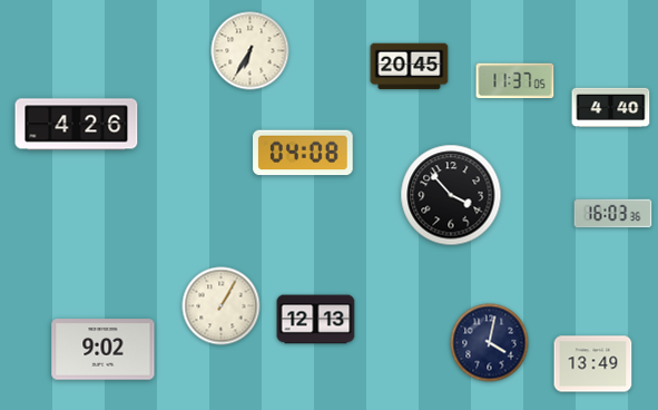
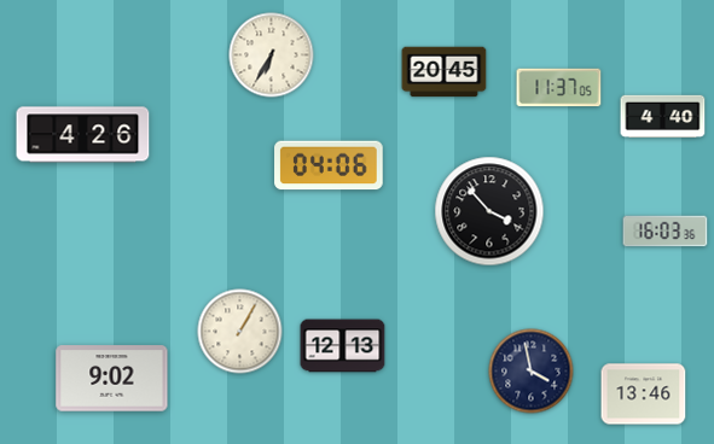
clock at (303, 153): 04:08 -> 04:06
clock at (490, 343): 4:02 -> 3:58
clock at (593, 364): 13:49 -> 13:46
